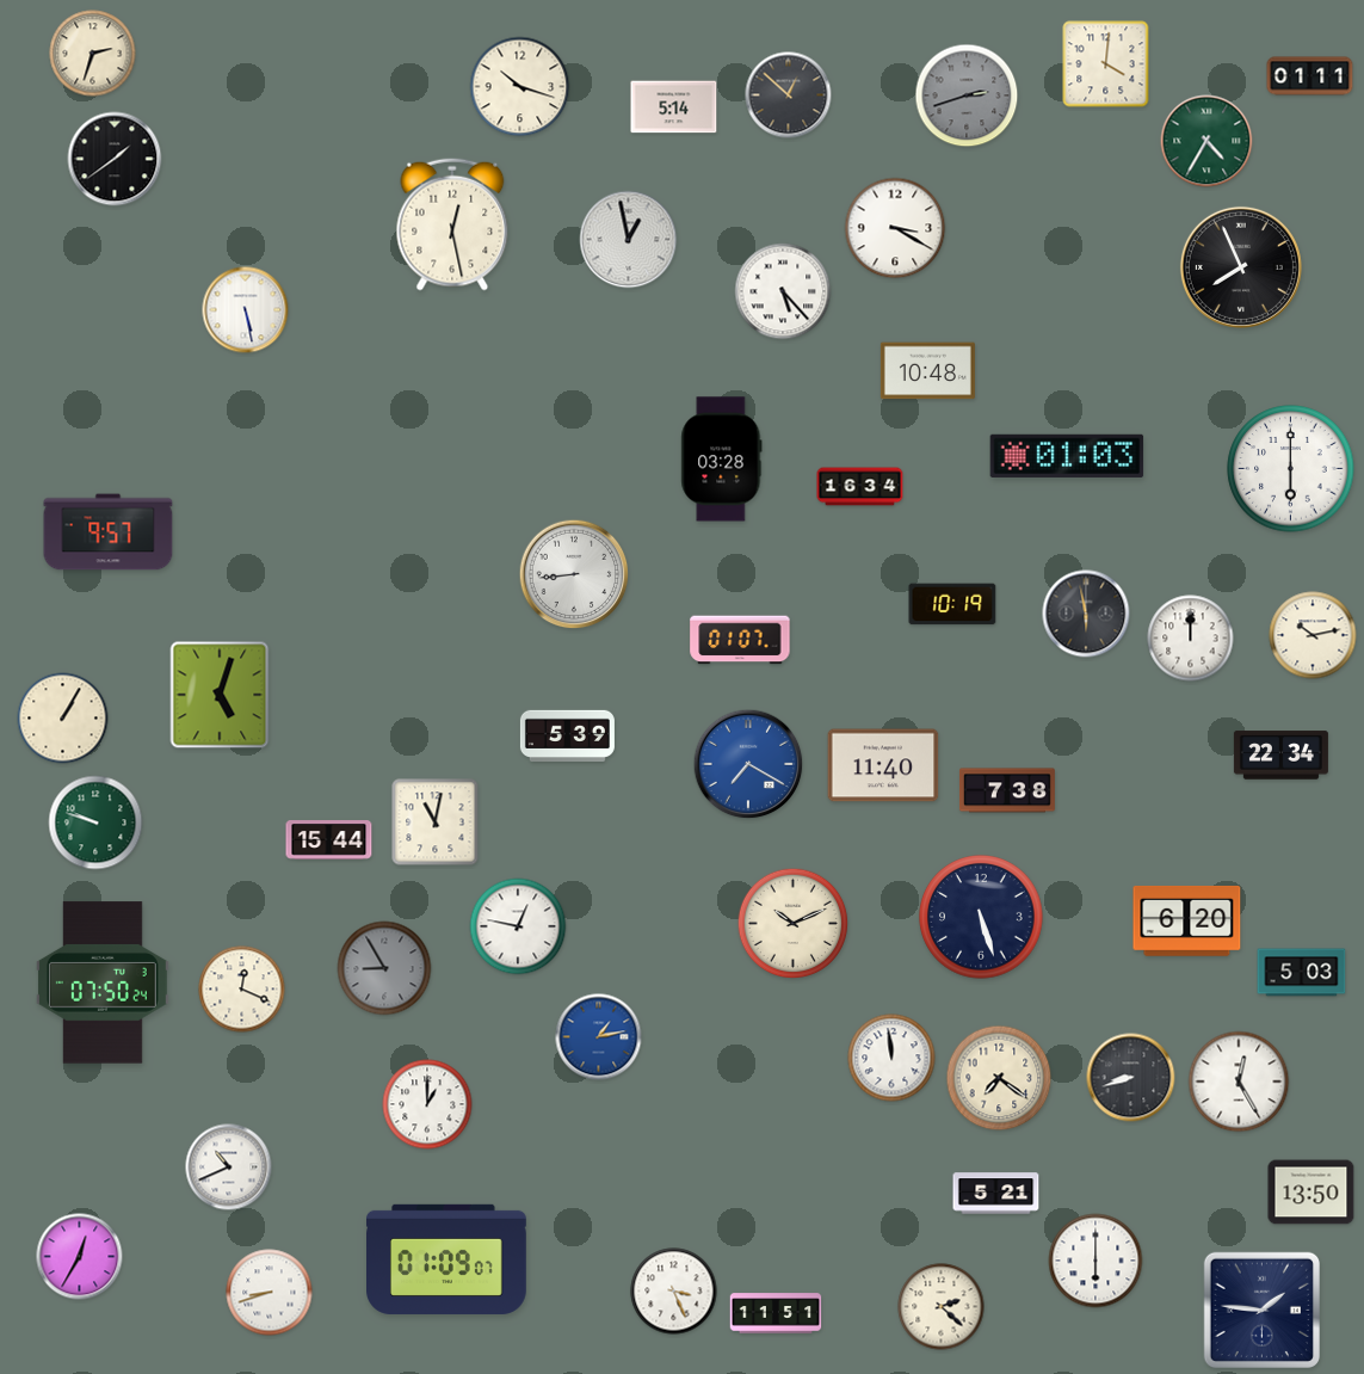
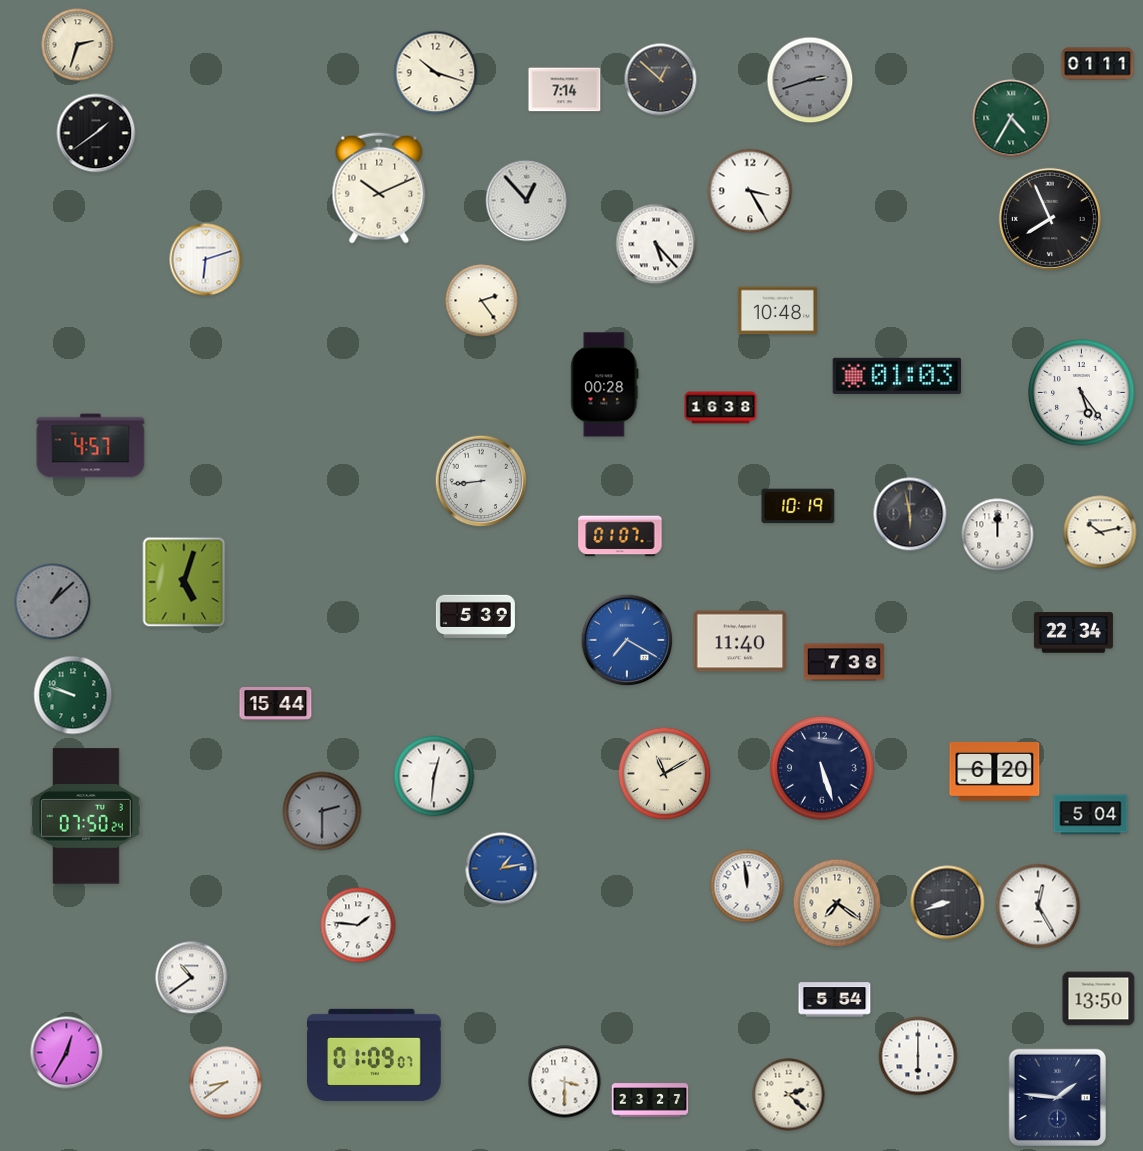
clock at (1106, 64): 4:01 -> none
clock at (674, 107): 5:14 -> 7:14
clock at (452, 224): 12:28 -> 10:11
clock at (895, 228): 3:20 -> 3:25
clock at (629, 240): 12:58 -> 12:53
clock at (1241, 267) position: (1241, 267) -> (1050, 219)
clock at (246, 310): 5:28 -> 6:12
clock at (482, 301): none -> 2:24
clock at (1067, 456) position: (1067, 456) -> (897, 376)
clock at (722, 460): 03:28 -> 00:28
clock at (1291, 469): 6:00 -> 5:24
clock at (860, 487): 16:34 -> 16:38
clock at (109, 532): 9:57 -> 4:57
clock at (63, 719): 1:05 -> 1:08
clock at (63, 719) dial: cream -> grey
clock at (95, 822) position: (95, 822) -> (73, 695)
clock at (436, 822): 11:02 -> none
clock at (794, 924): 10:11 -> 11:10
clock at (518, 926): 12:47 -> 12:31
clock at (384, 968): 8:55 -> 2:30
clock at (1302, 973): 5:03 -> 5:04
clock at (103, 982) position: (103, 982) -> (86, 816)
clock at (242, 990): 12:19 -> none
clock at (427, 1104): 1:00 -> 1:46
clock at (229, 1167): 10:41 -> 10:39
clock at (996, 1194): 5:21 -> 5:54
clock at (674, 1292): 3:26 -> 3:30
clock at (270, 1293): 8:42 -> 8:39
clock at (776, 1313): 11:51 -> 23:27
